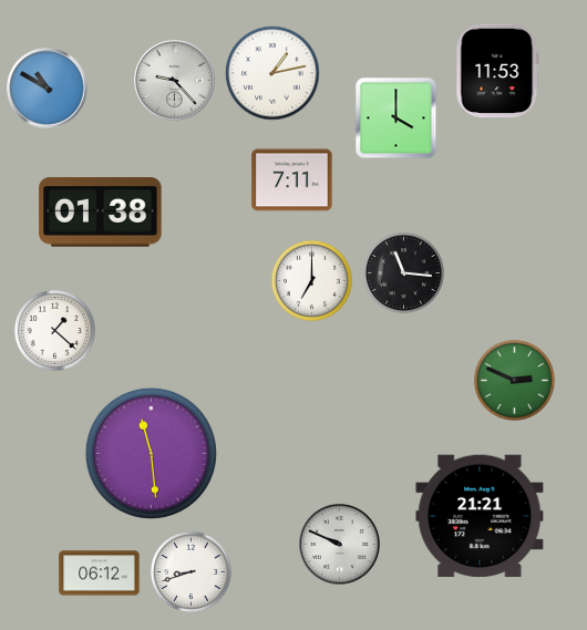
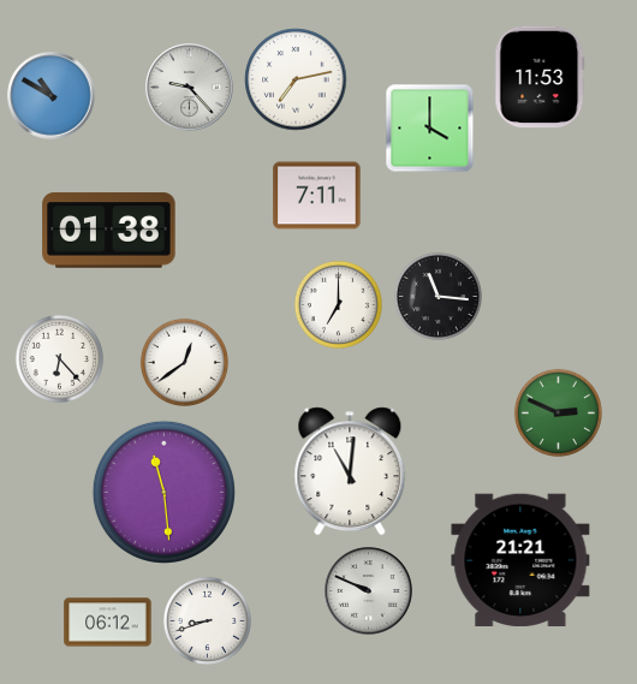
clock at (272, 73): 1:13 -> 7:13
clock at (54, 330): 1:22 -> 6:23
clock at (184, 362): none -> 12:39
clock at (350, 471): none -> 11:01
